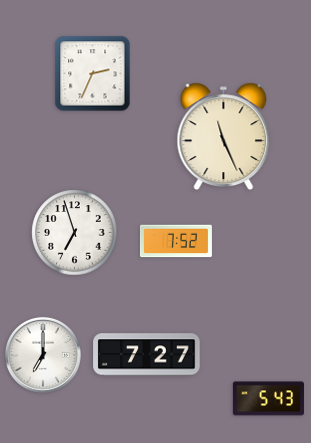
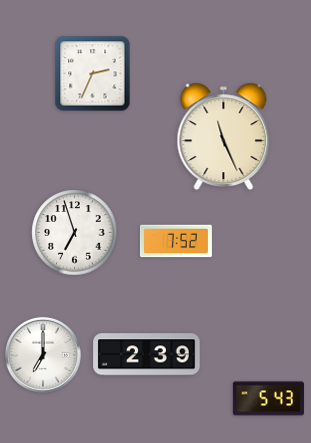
clock at (147, 355): 7:27 -> 2:39
